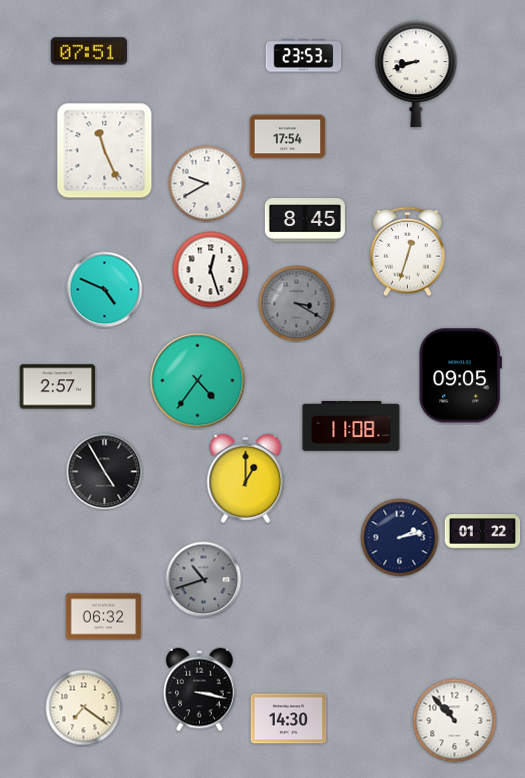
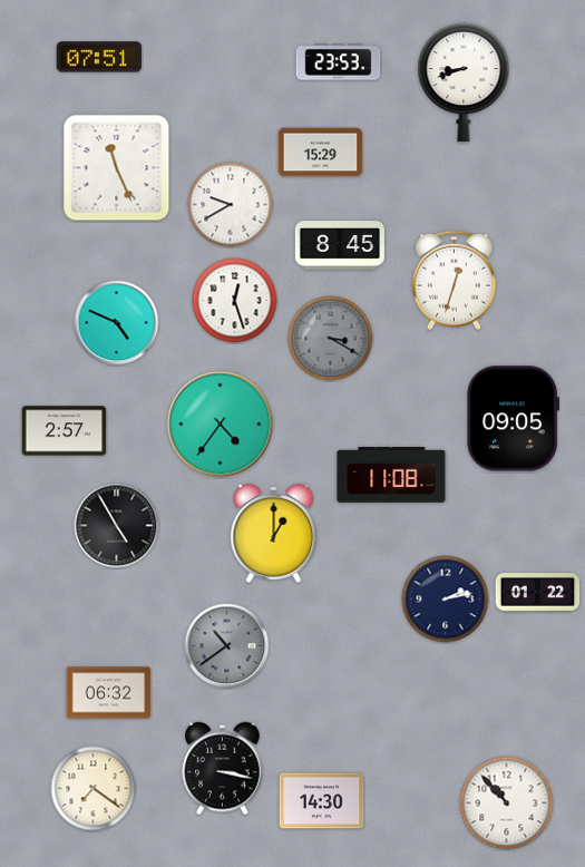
clock at (288, 137): 17:54 -> 15:29
clock at (204, 580): 10:42 -> 10:39
clock at (104, 617) position: (104, 617) -> (109, 693)
